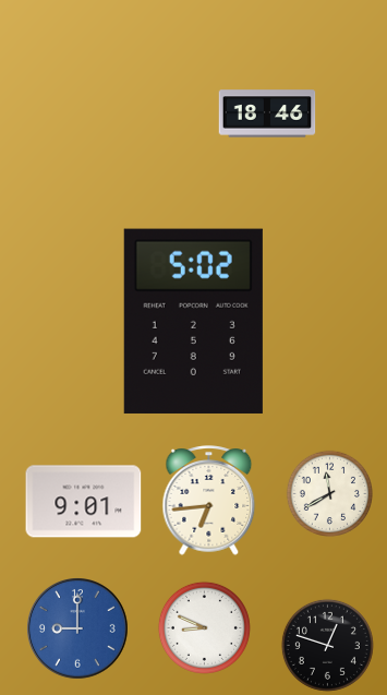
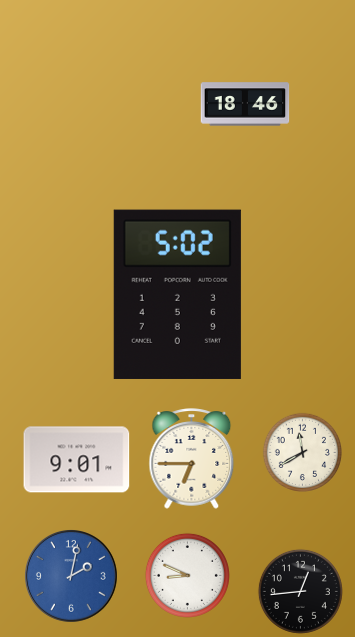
clock at (209, 501): 6:44 -> 6:45
clock at (78, 630): 9:00 -> 2:02
clock at (327, 645): 12:48 -> 12:44
